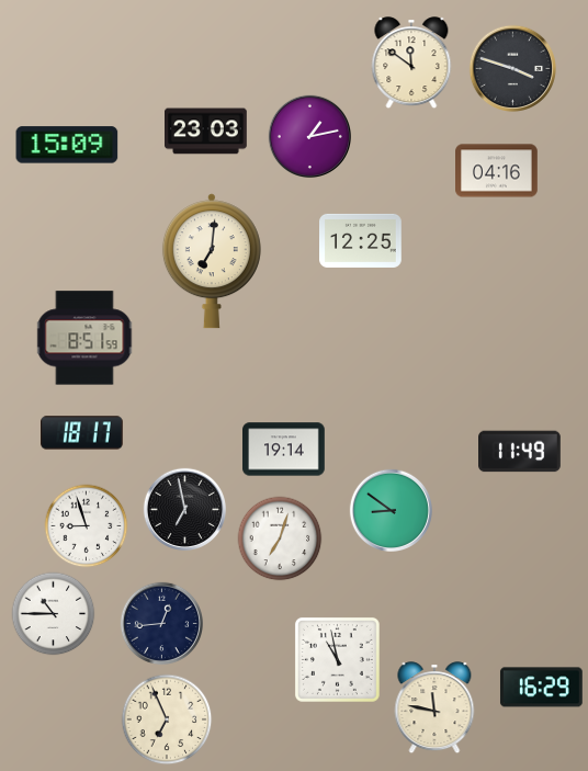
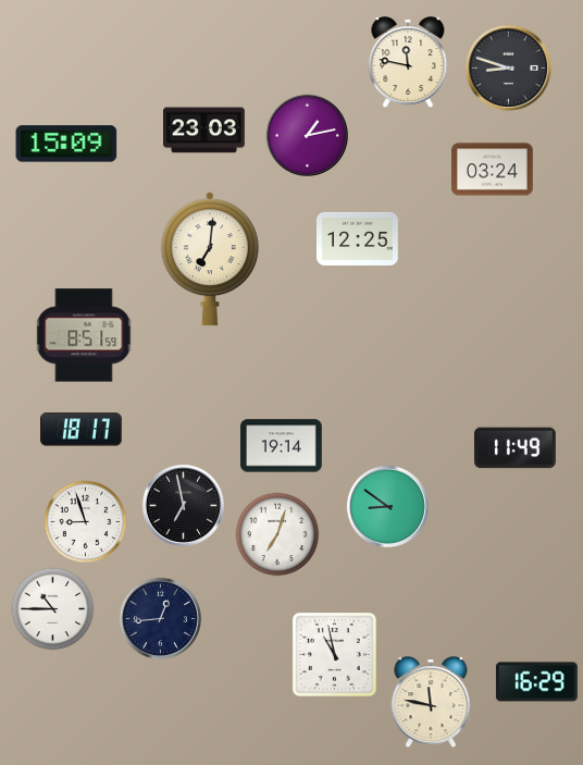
clock at (411, 64): 11:51 -> 11:47
clock at (513, 69): 3:48 -> 8:48
clock at (497, 171): 04:16 -> 03:24
clock at (167, 719): 6:56 -> none
